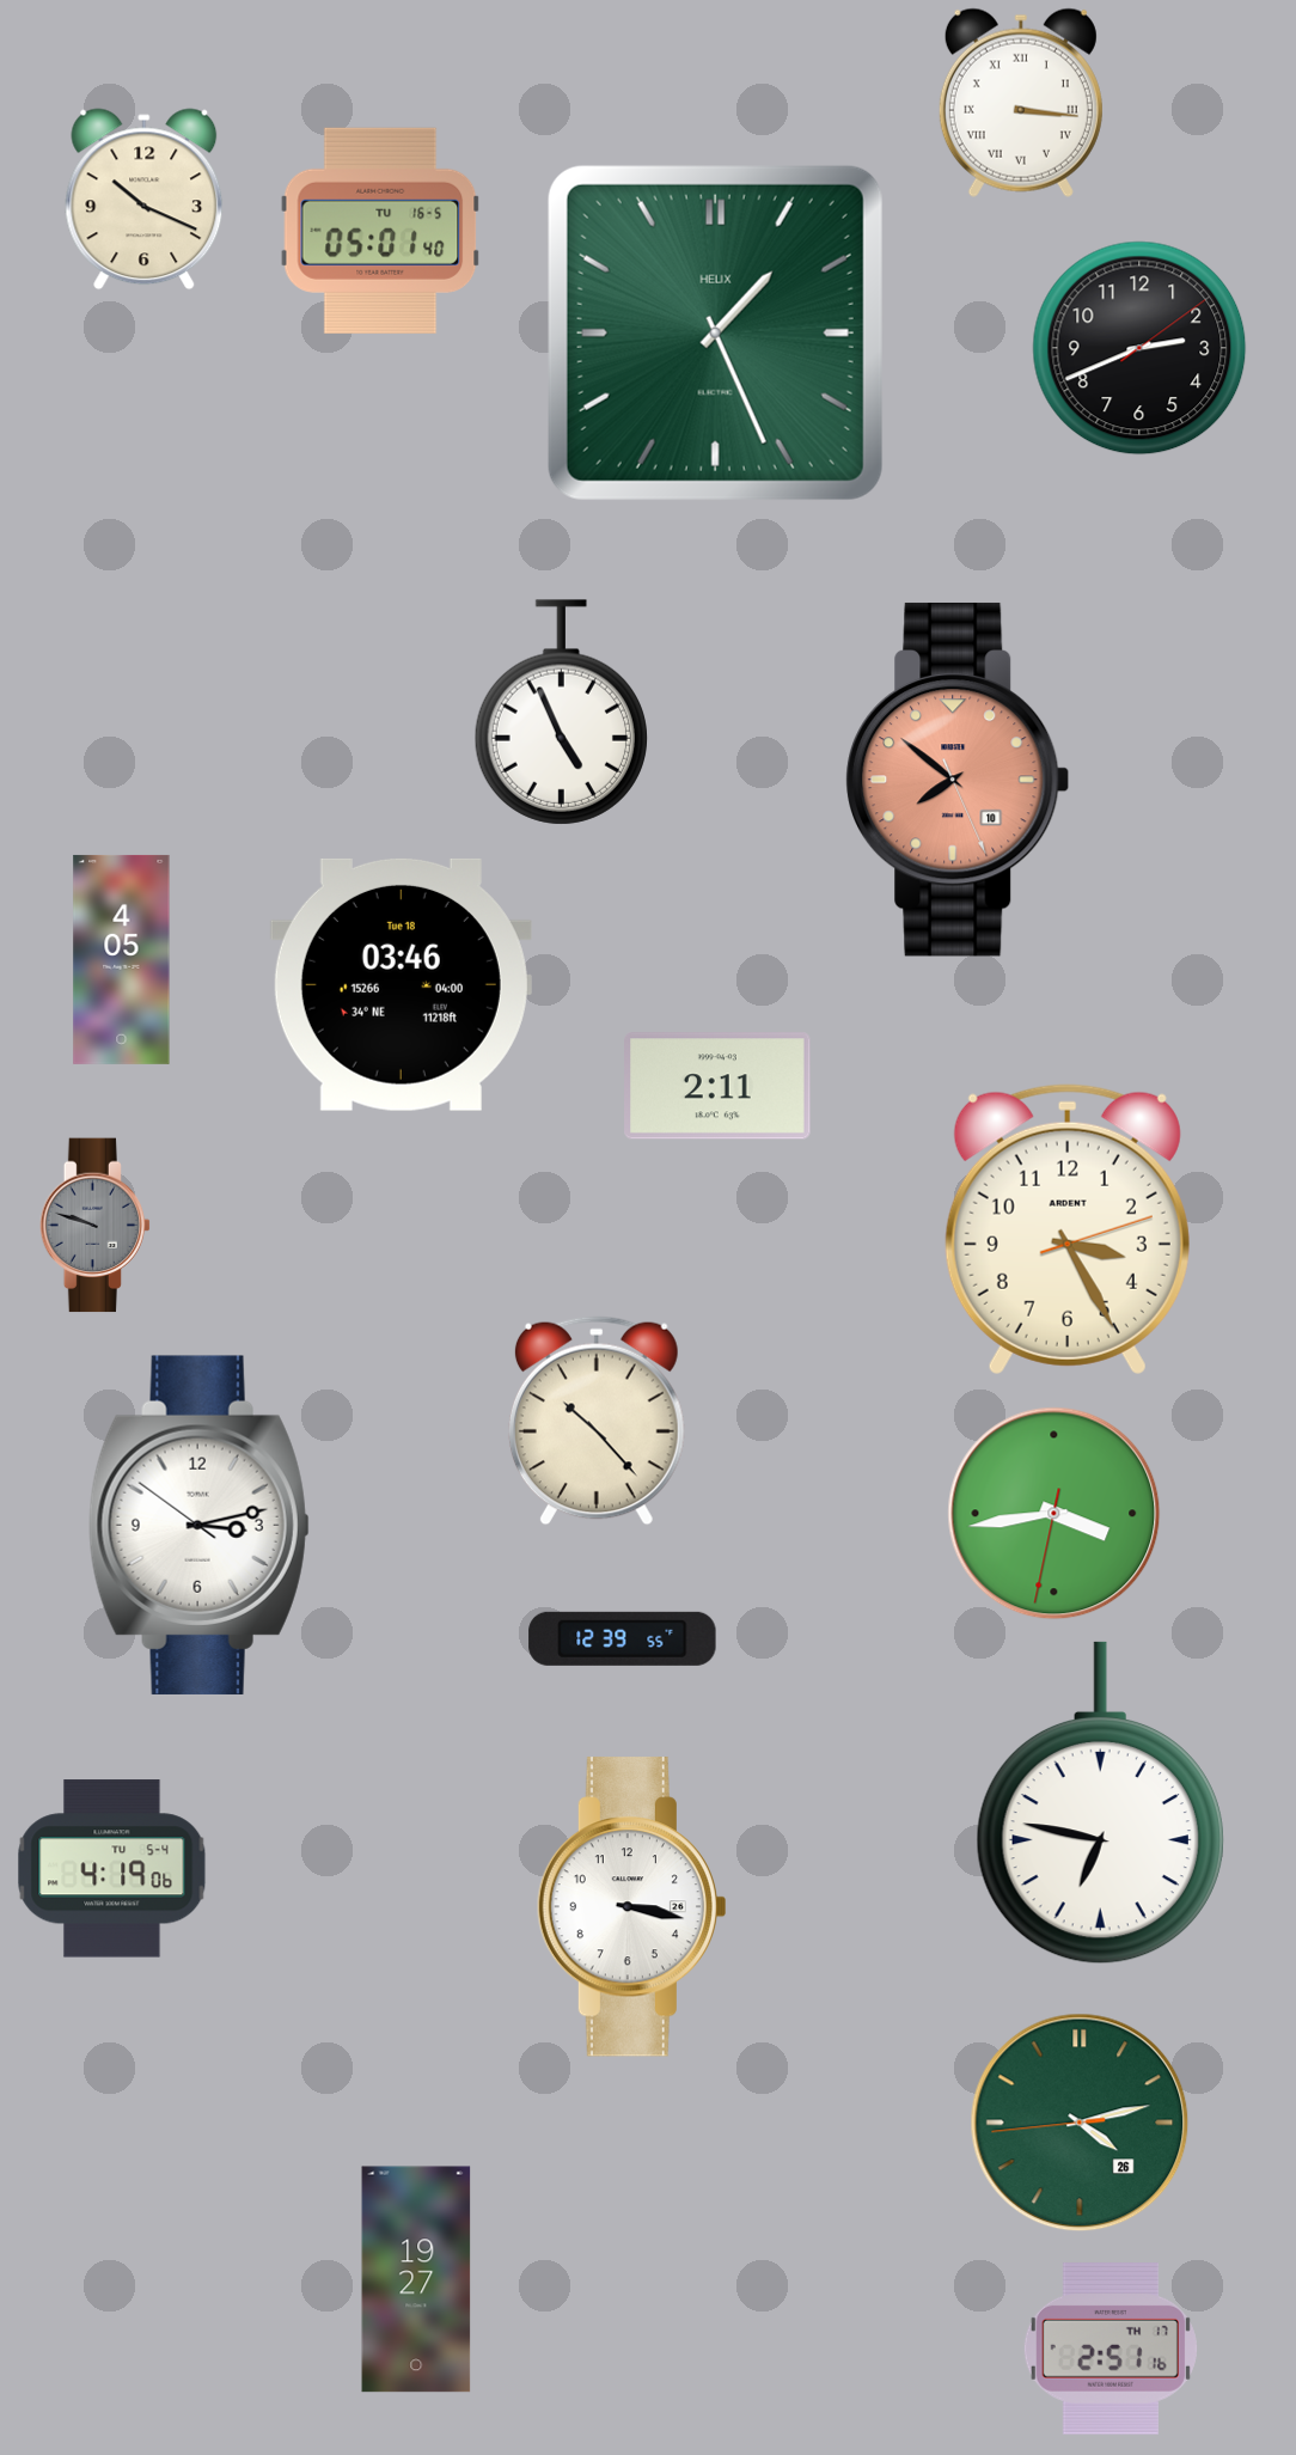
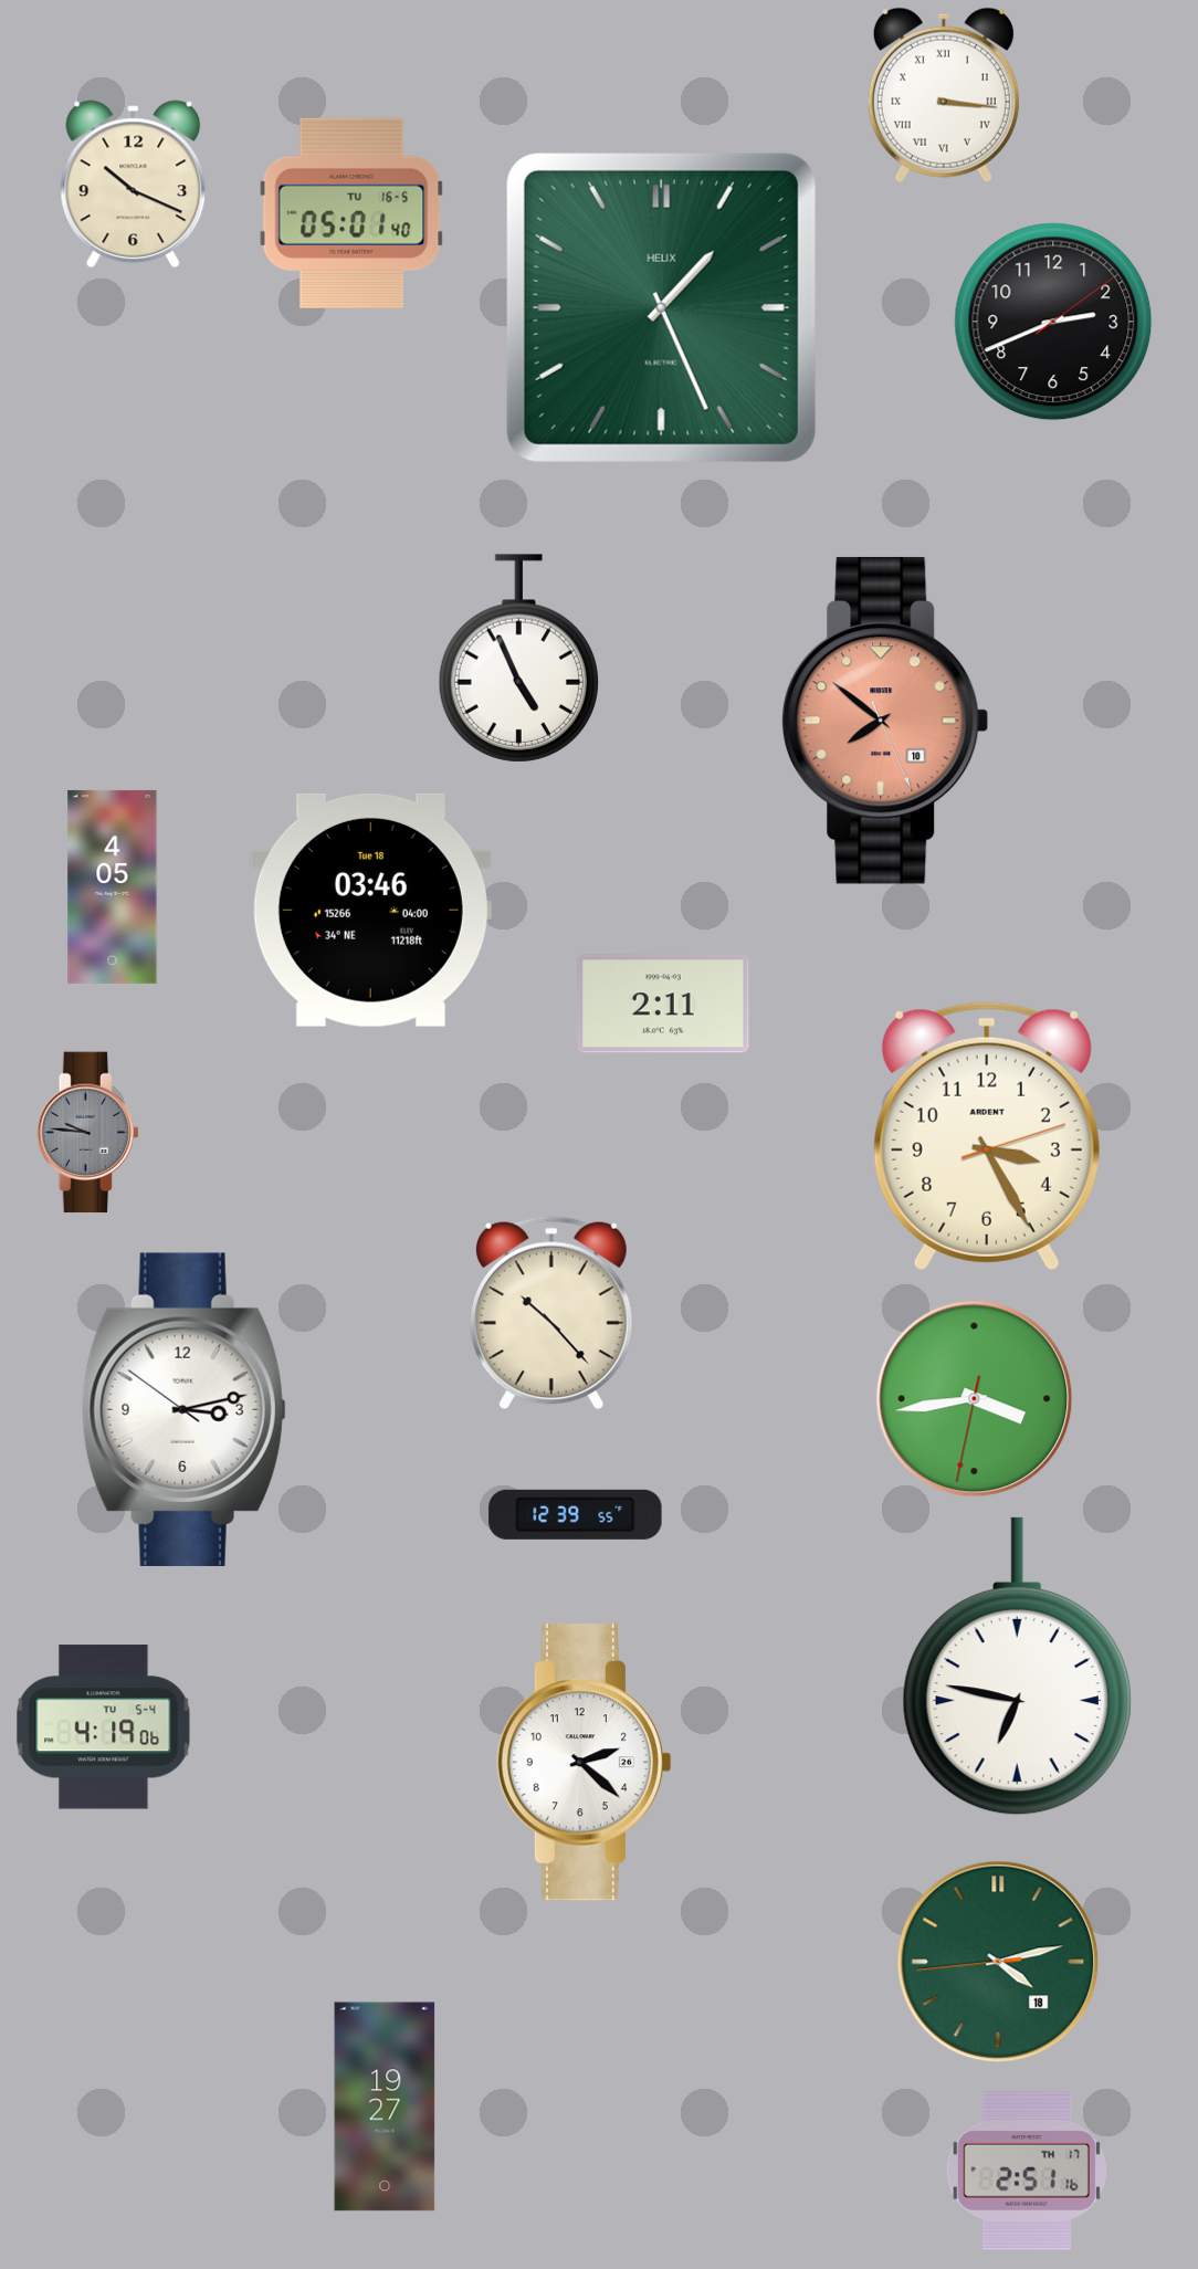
clock at (96, 1226): 9:48 -> 9:46
clock at (631, 1907): 3:17 -> 2:22
clock at (1080, 2123) date: 26 -> 18
